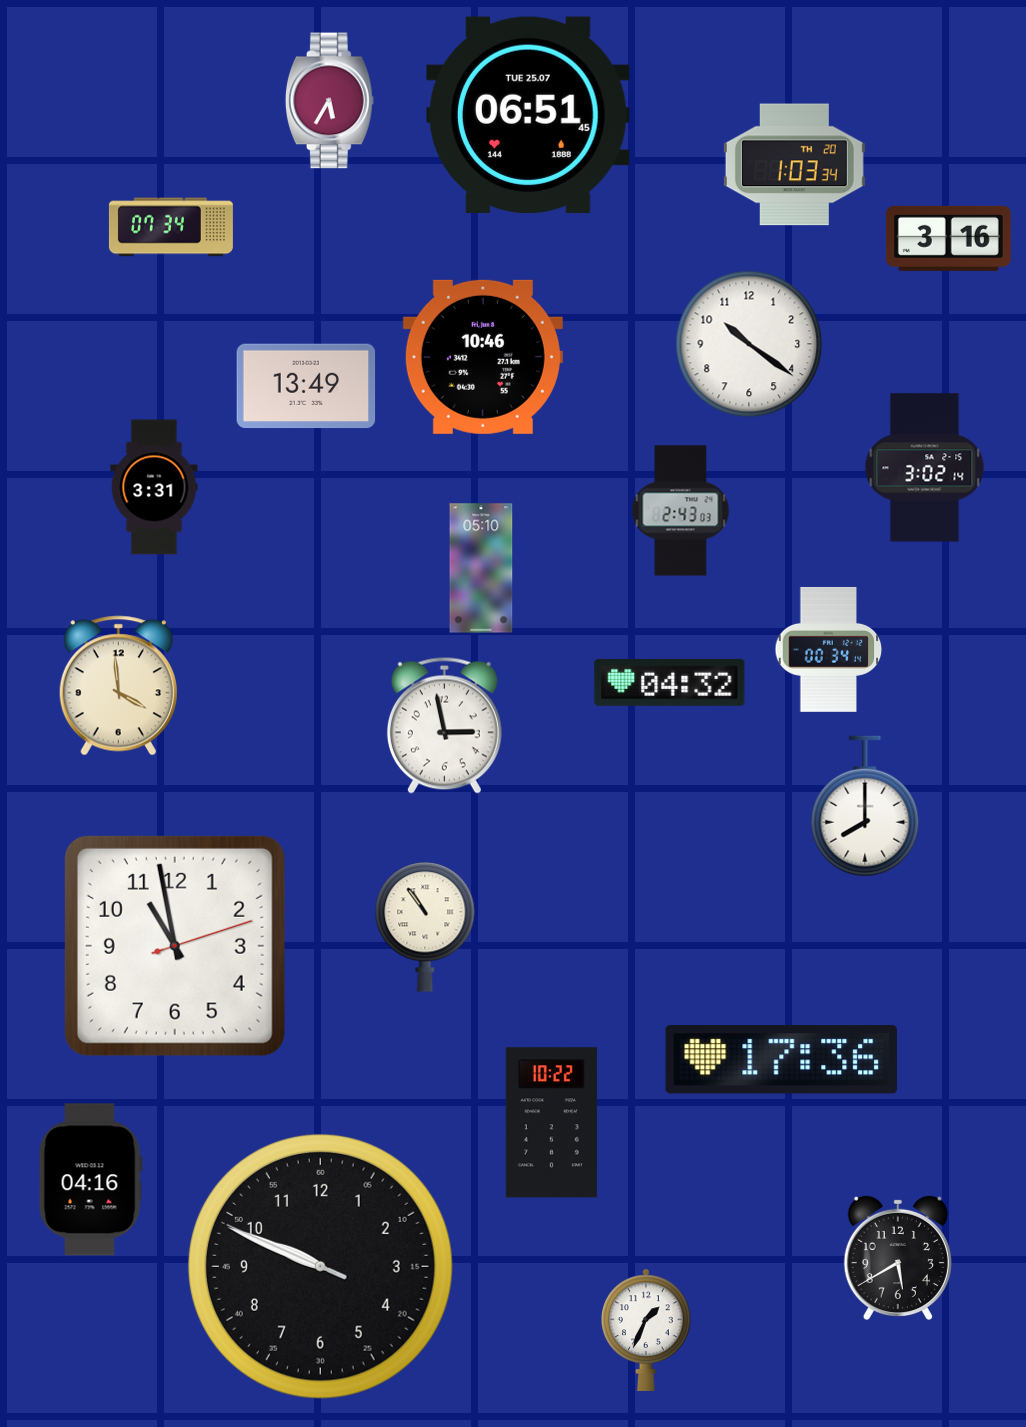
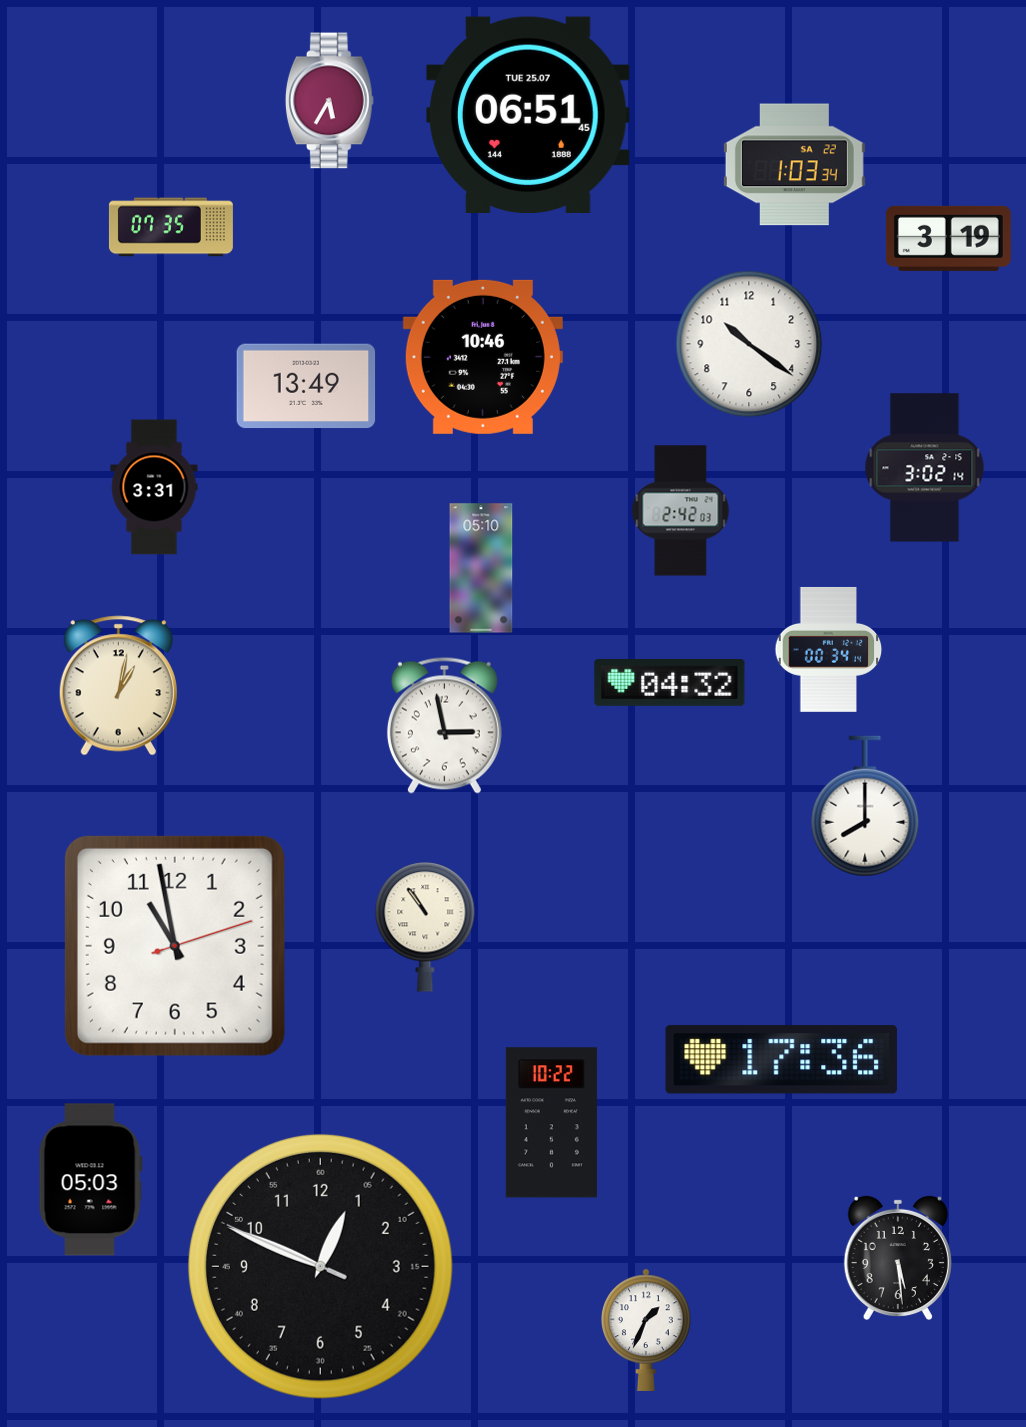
clock at (794, 165) date: TH 20 -> SA 22
clock at (171, 227): 07:34 -> 07:35
clock at (948, 238): 3:16 -> 3:19
clock at (681, 511): 2:43 -> 2:42
clock at (118, 686): 3:59 -> 1:02
clock at (90, 1180): 04:16 -> 05:03
clock at (898, 1258): 5:40 -> 5:29
clock at (320, 1266): 9:48 -> 12:48
